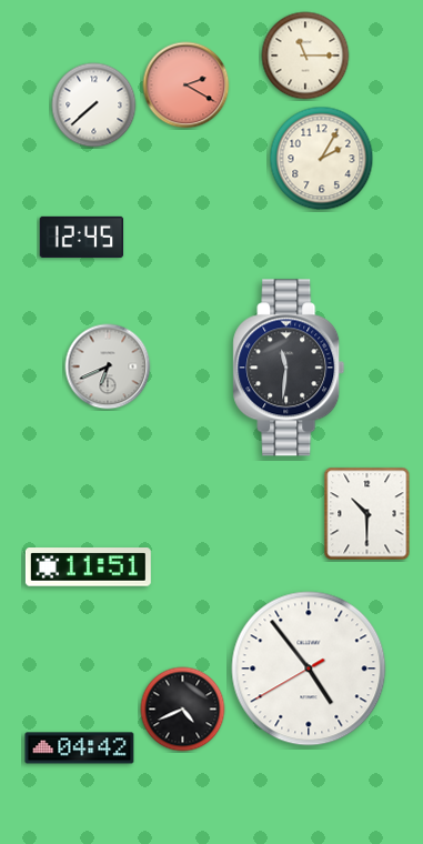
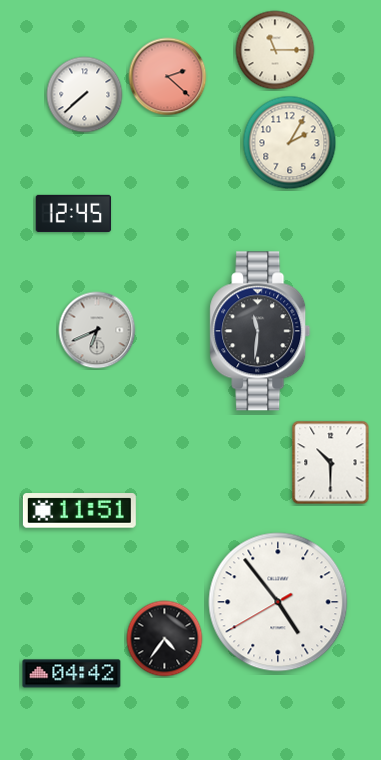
clock at (187, 86): 2:20 -> 2:22
clock at (183, 710): 4:41 -> 4:36
